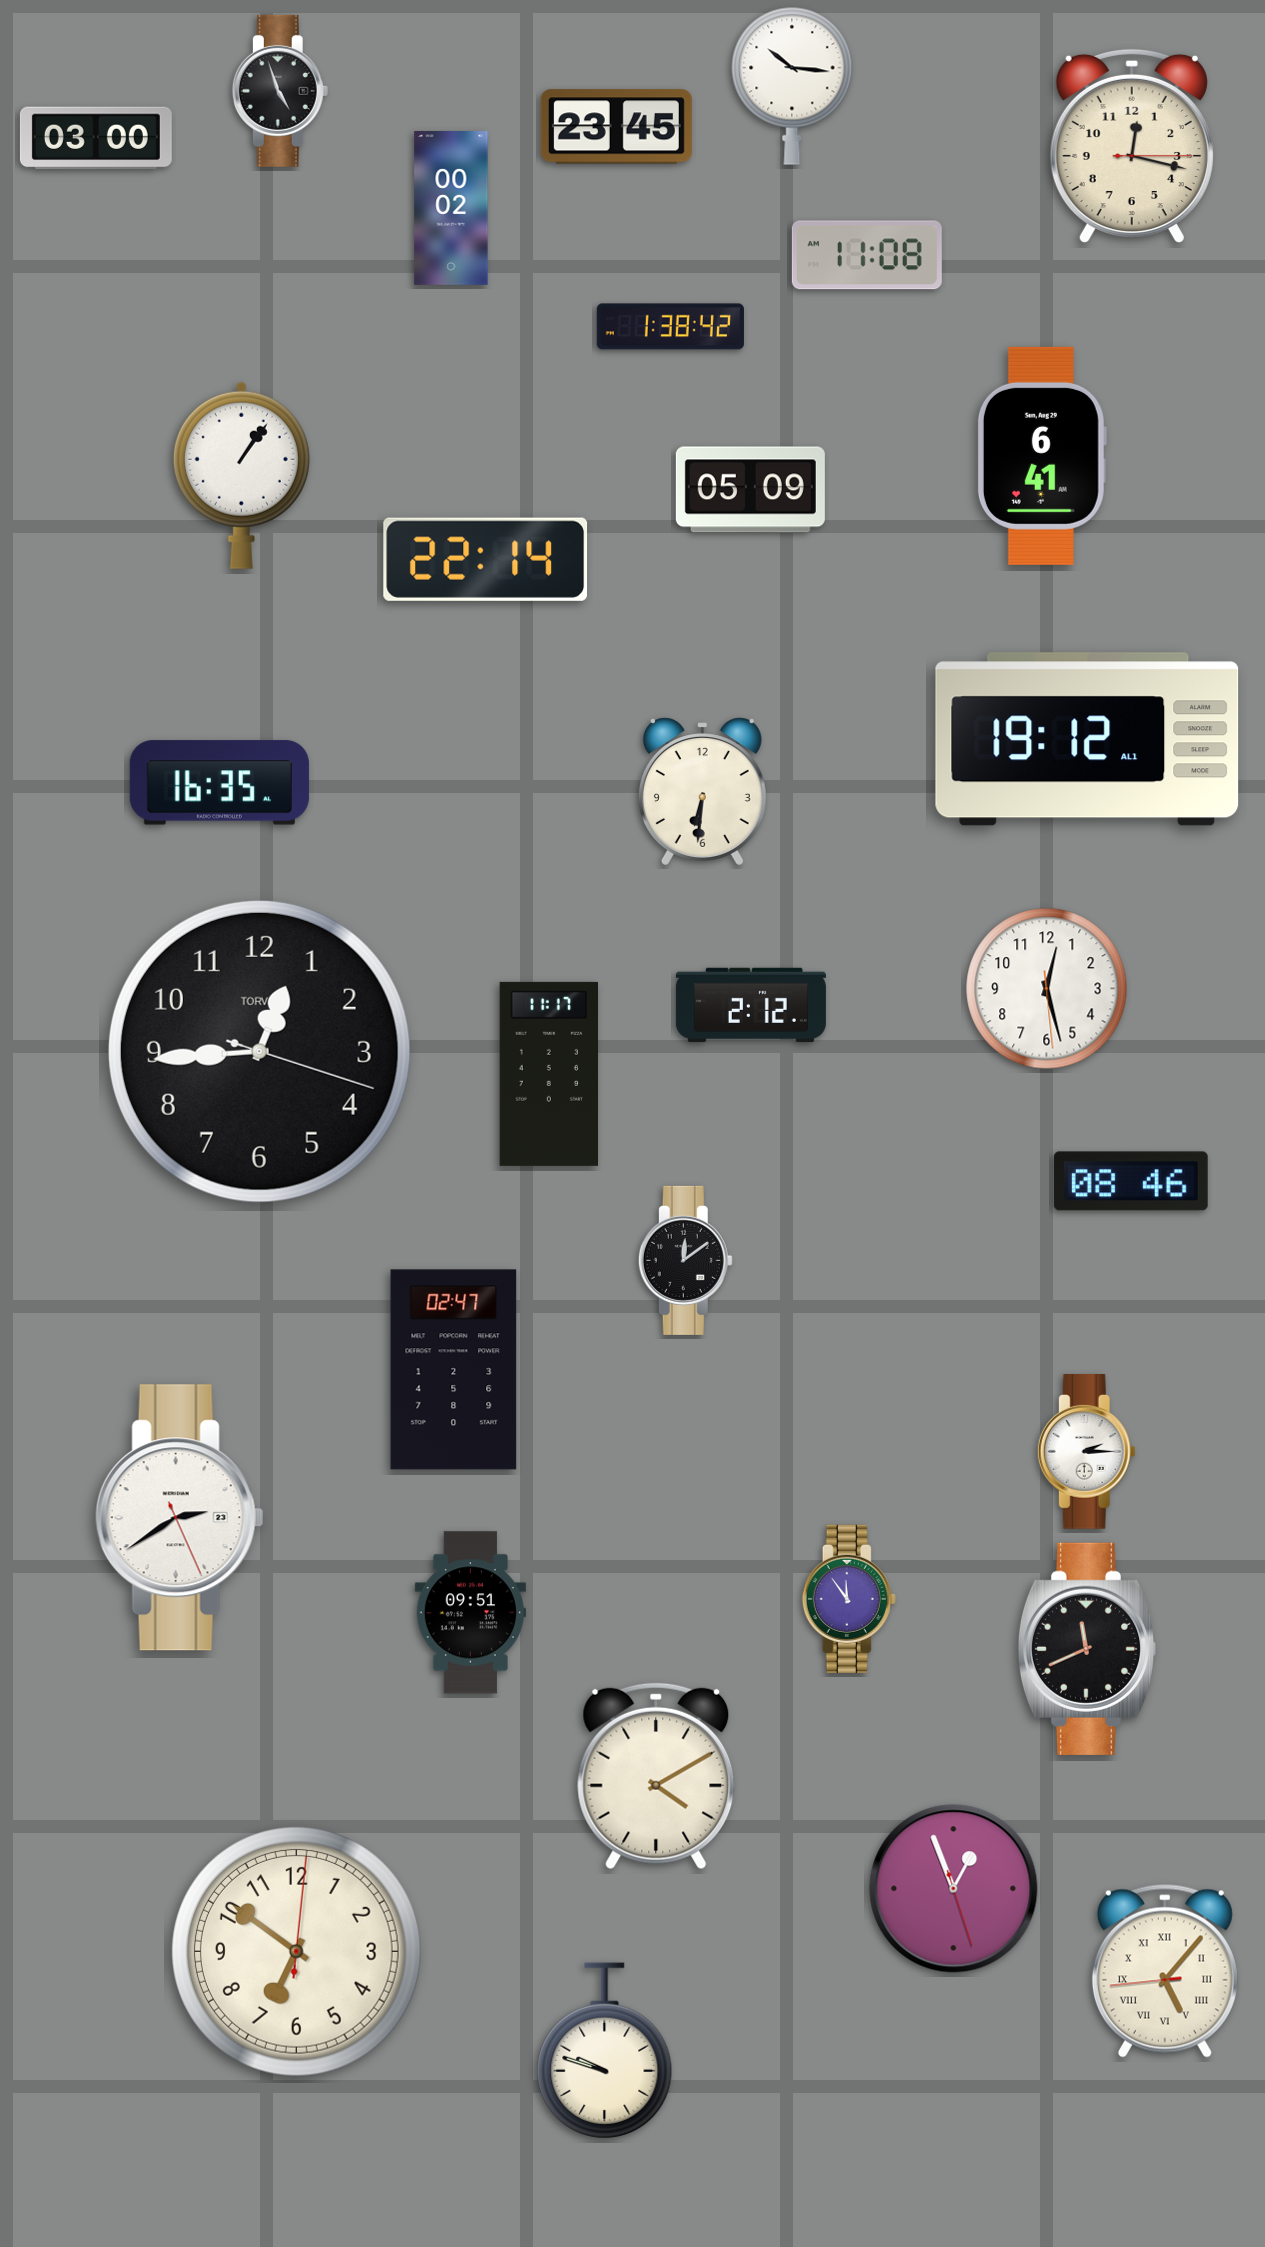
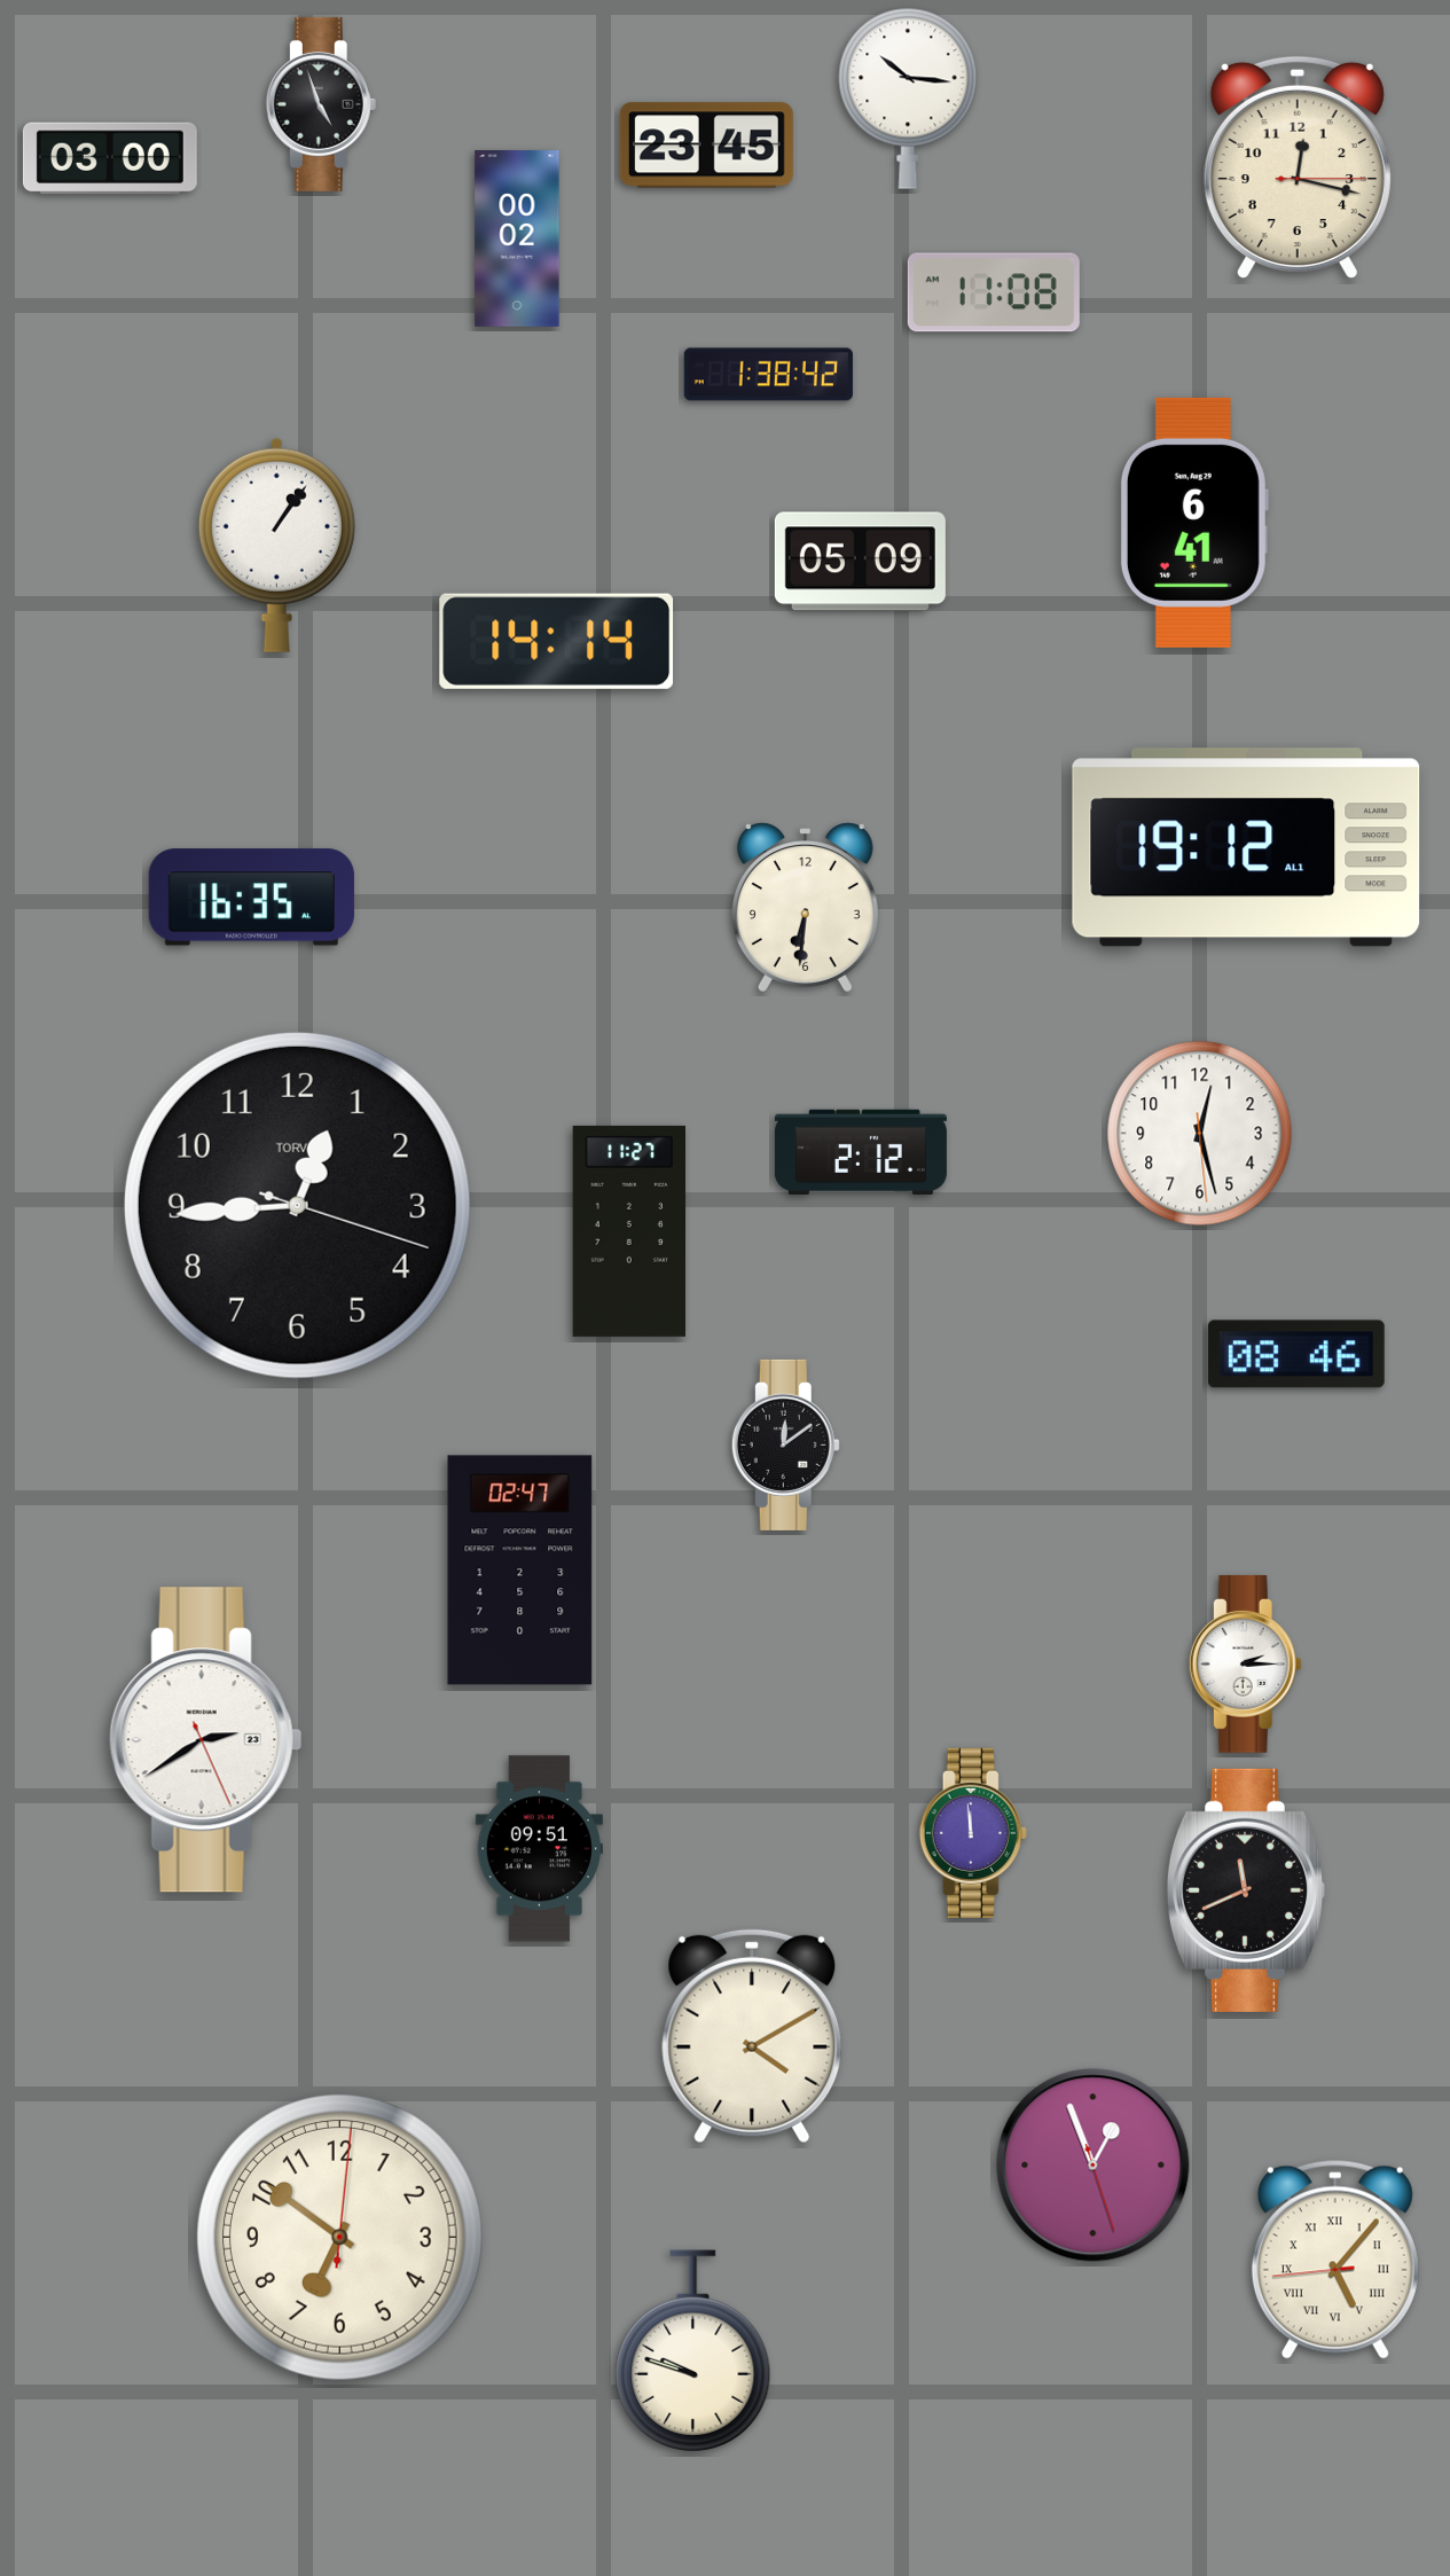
clock at (486, 559): 22:14 -> 14:14
clock at (548, 1074): 11:17 -> 11:27
clock at (849, 1599): 11:54 -> 11:59
